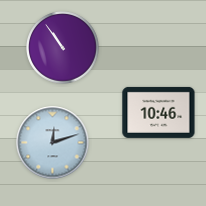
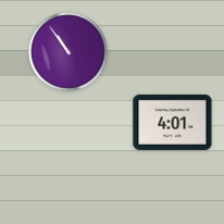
clock at (159, 112): 10:46 -> 4:01
clock at (53, 143): 12:12 -> none
